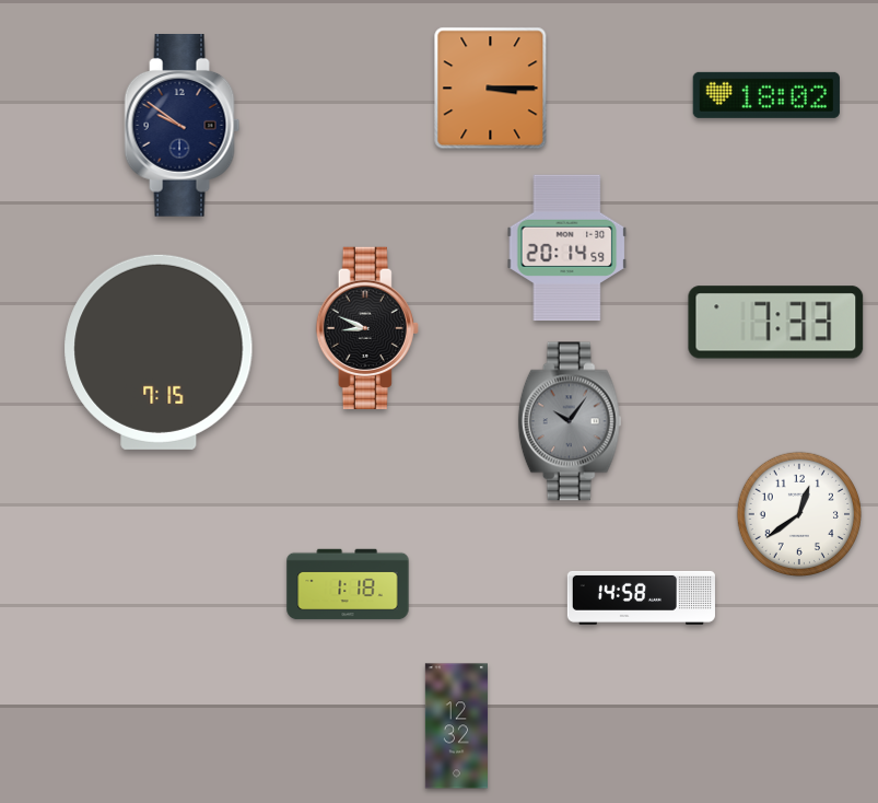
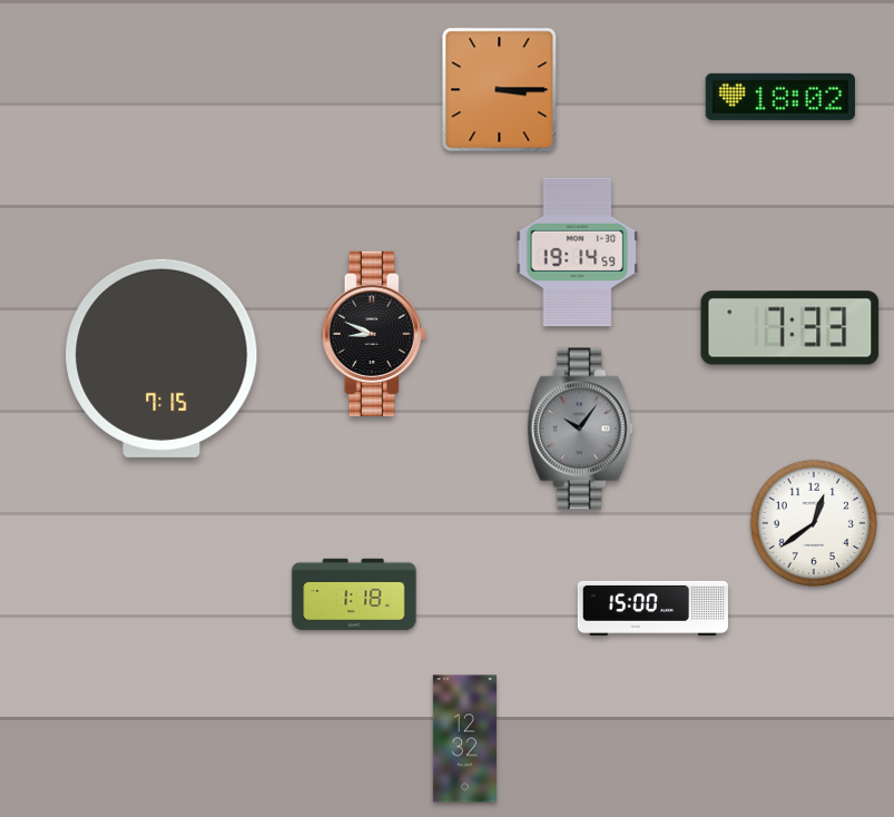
clock at (183, 126): 9:51 -> none
clock at (567, 248): 20:14 -> 19:14
clock at (641, 597): 14:58 -> 15:00
